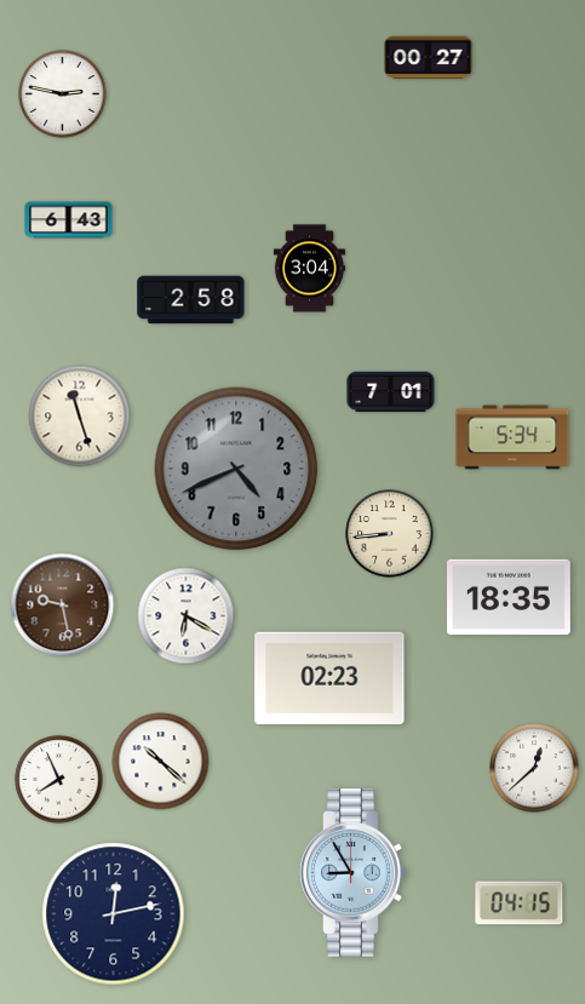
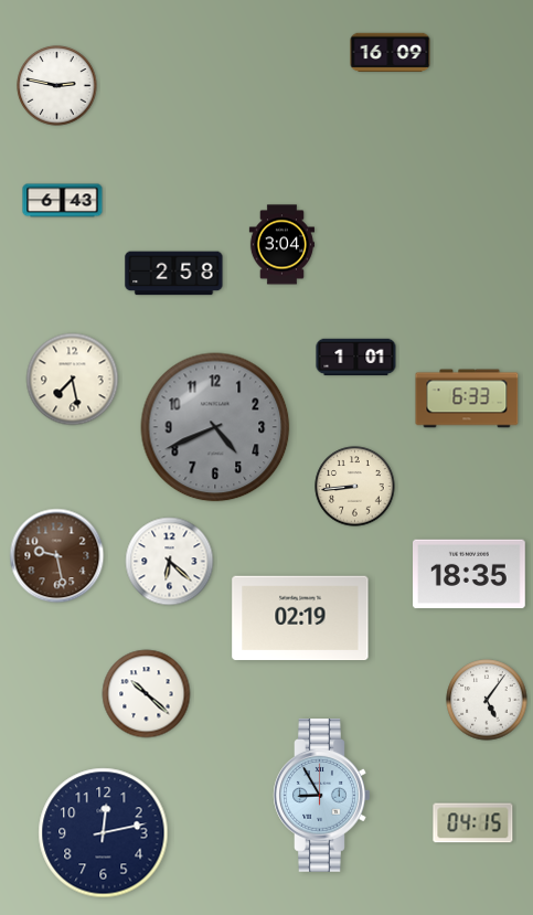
clock at (429, 58): 00:27 -> 16:09
clock at (391, 392): 7:01 -> 1:01
clock at (80, 417): 11:27 -> 7:28
clock at (512, 437): 5:34 -> 6:33
clock at (510, 597) position: (510, 597) -> (470, 574)
clock at (63, 606) position: (63, 606) -> (57, 556)
clock at (187, 616): 6:20 -> 6:22
clock at (329, 678): 02:23 -> 02:19
clock at (534, 768): 12:38 -> 5:06
clock at (59, 780): 7:56 -> none
